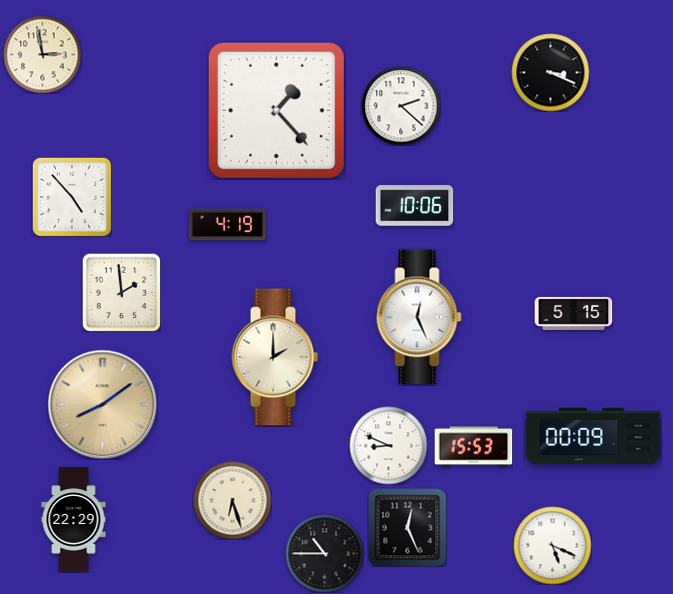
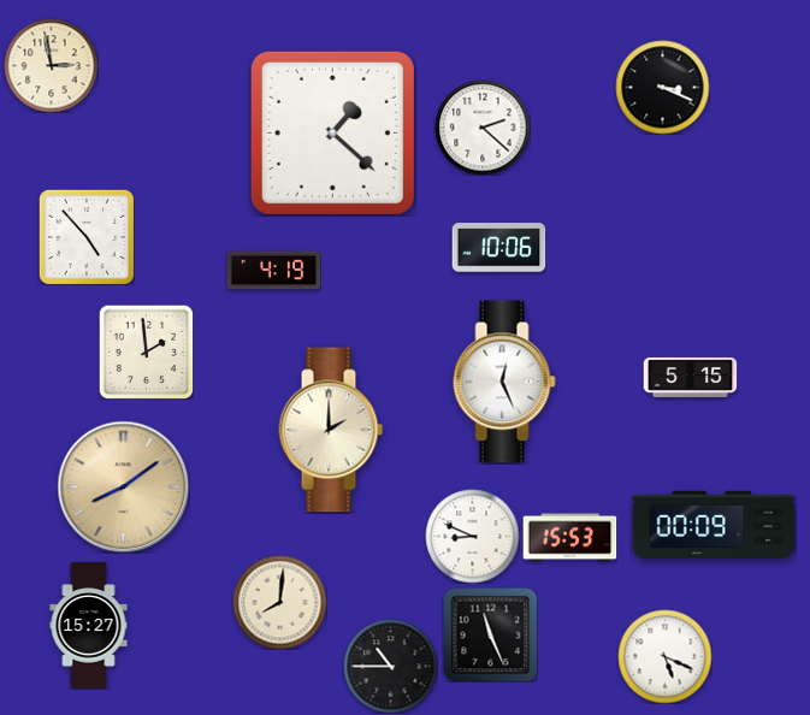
clock at (276, 110): 1:23 -> 1:22
clock at (388, 445) position: (388, 445) -> (472, 536)
clock at (232, 500): 6:27 -> 8:01
clock at (74, 520): 22:29 -> 15:27
clock at (407, 527): 12:26 -> 11:26
